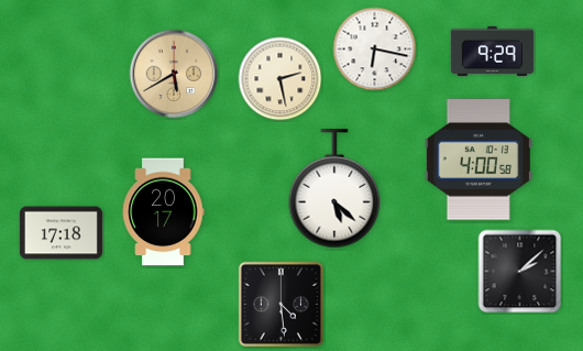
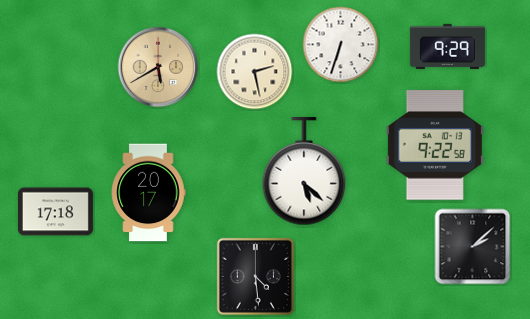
clock at (375, 50): 6:17 -> 6:33
clock at (479, 160): 4:00 -> 9:22
